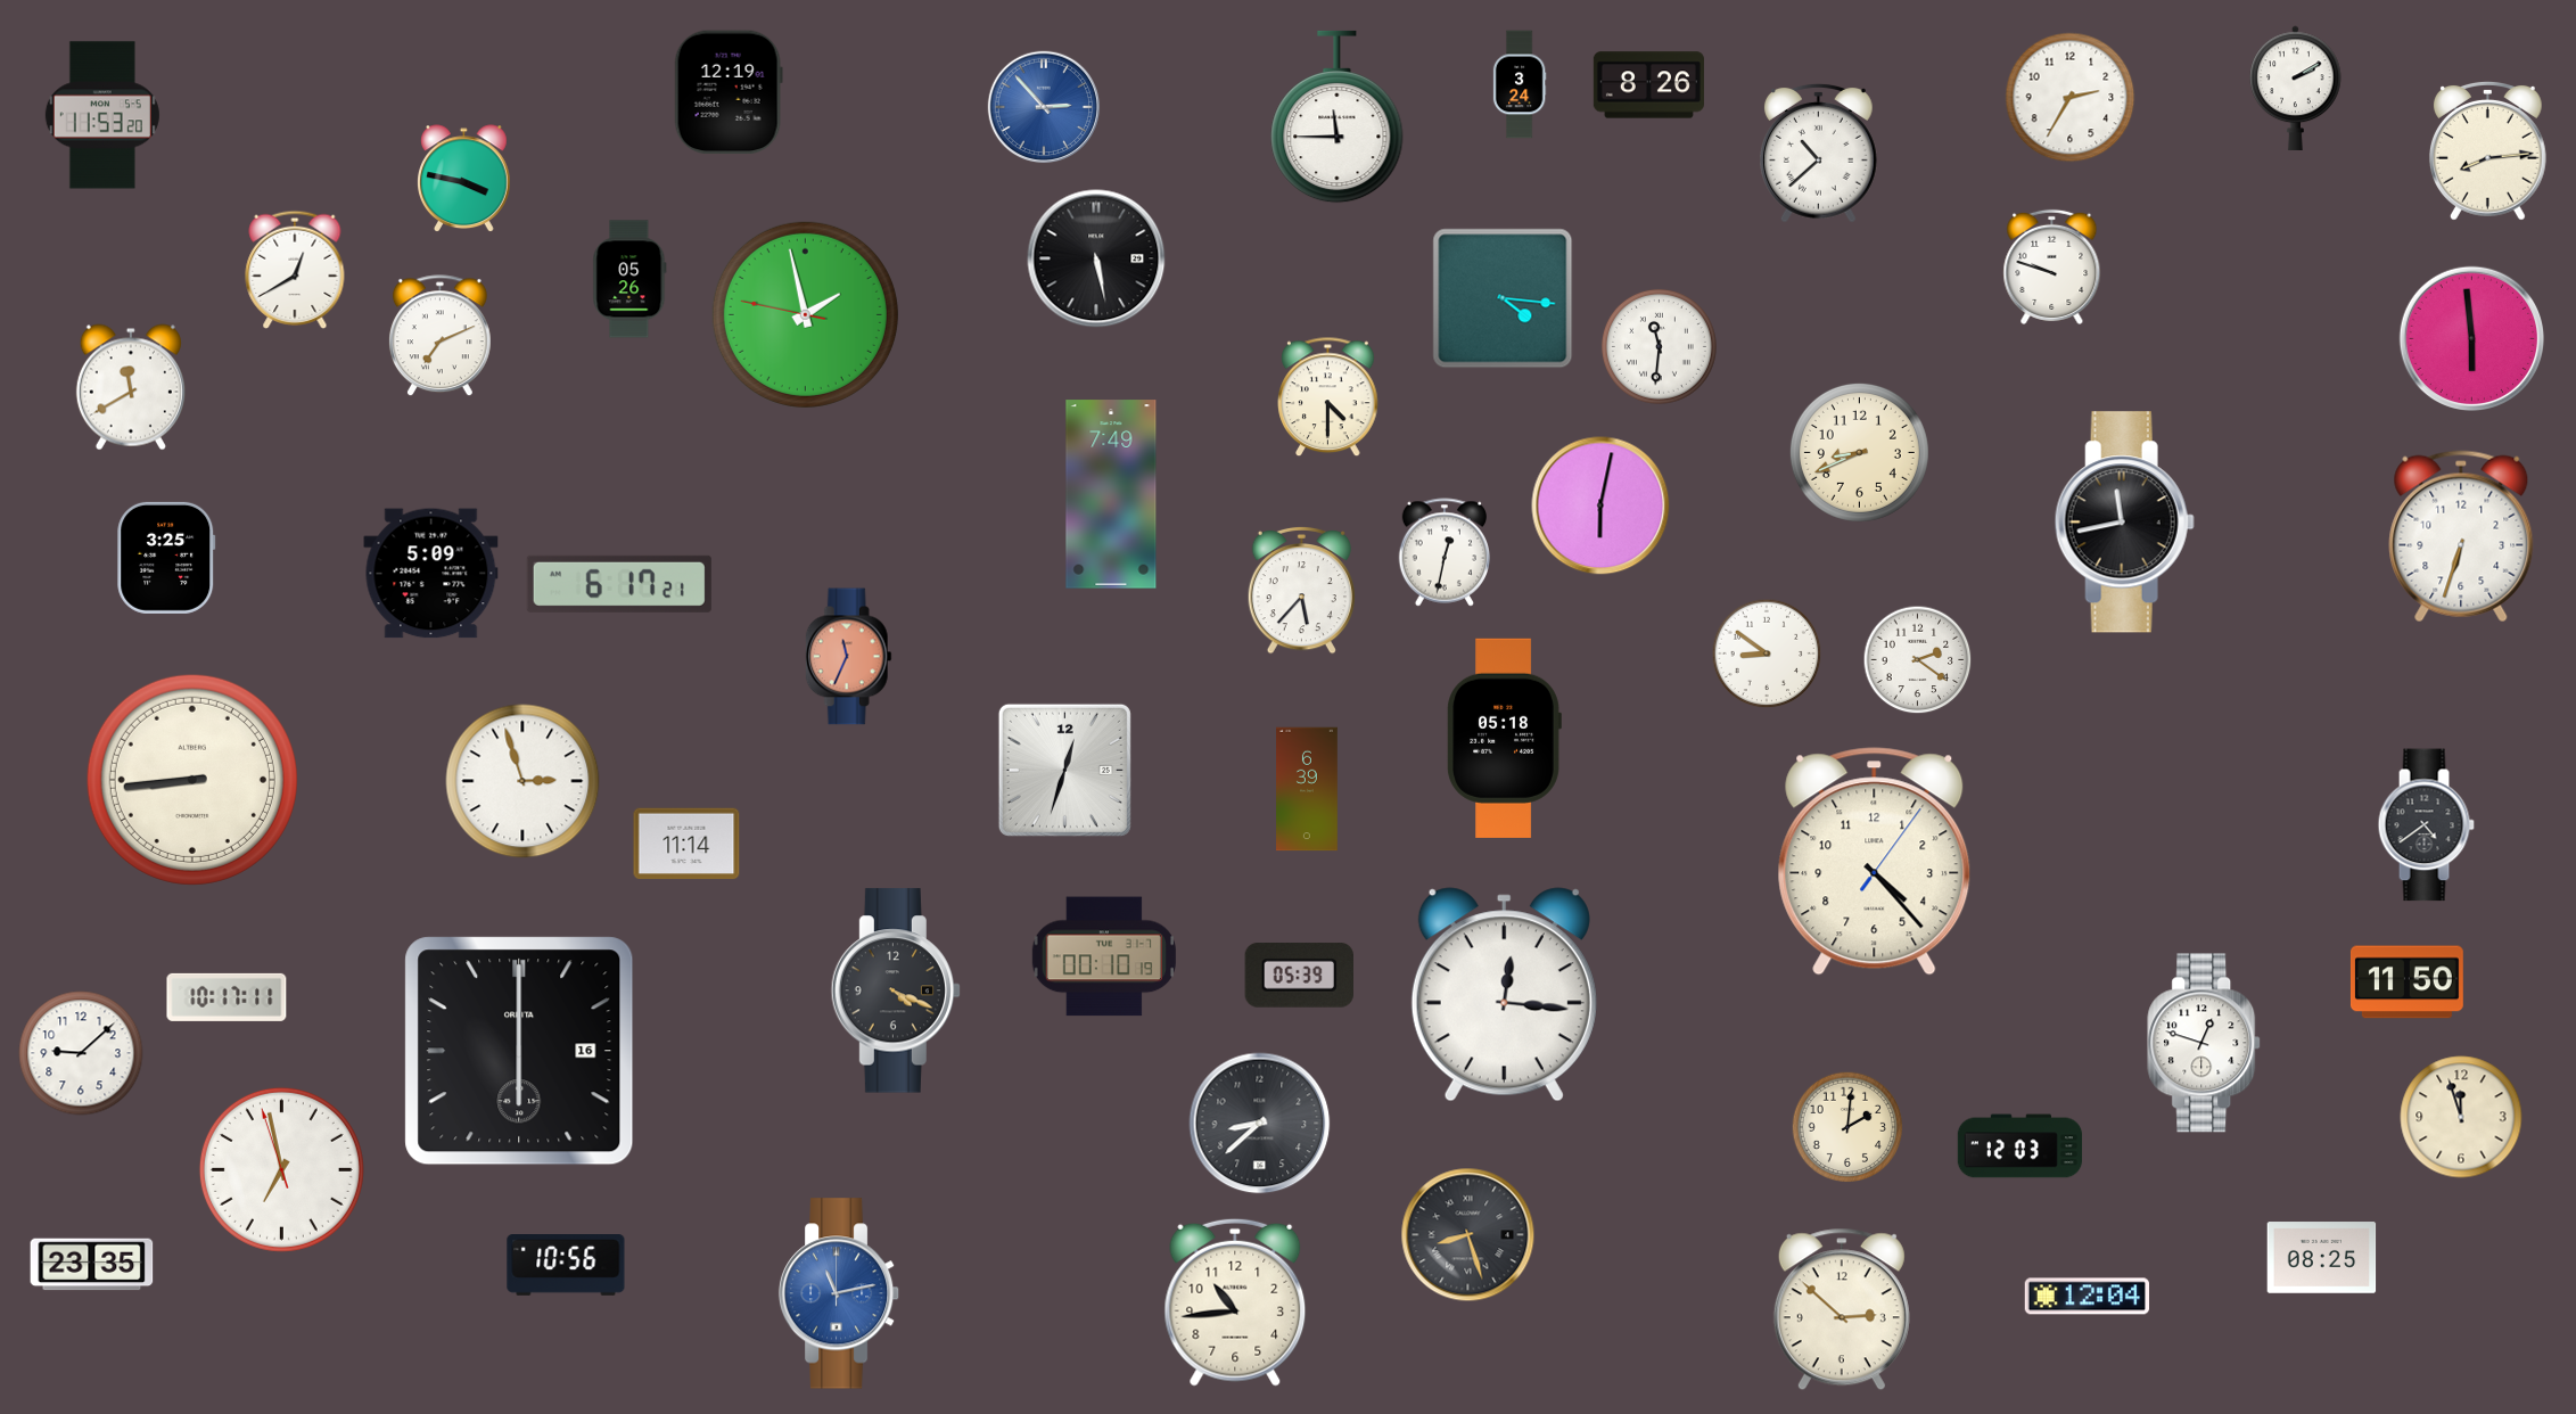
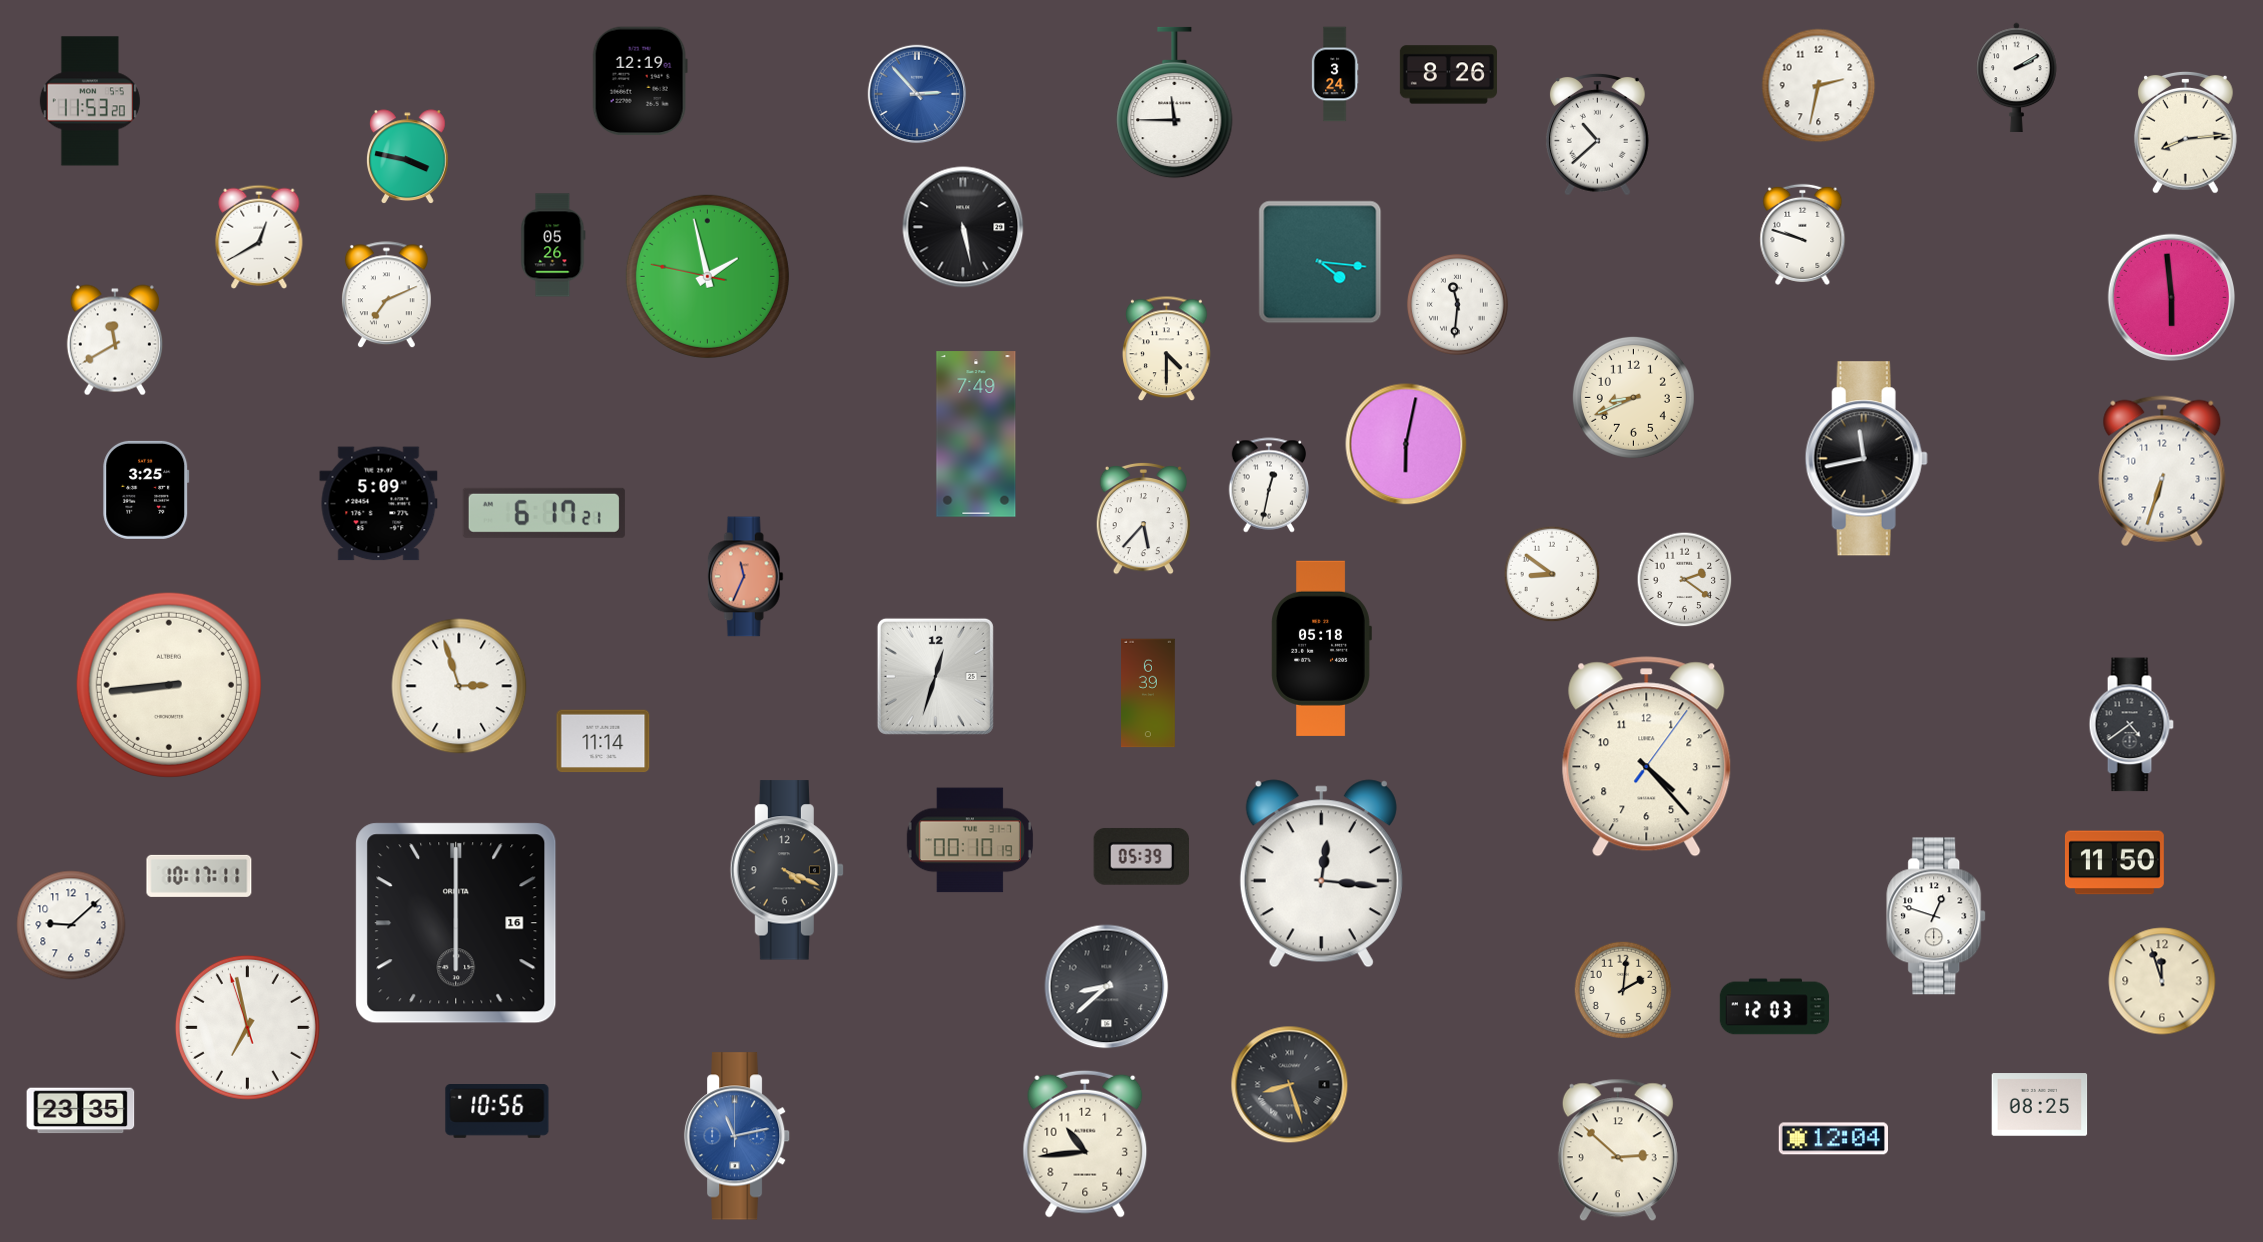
clock at (2071, 98): 2:35 -> 2:32
